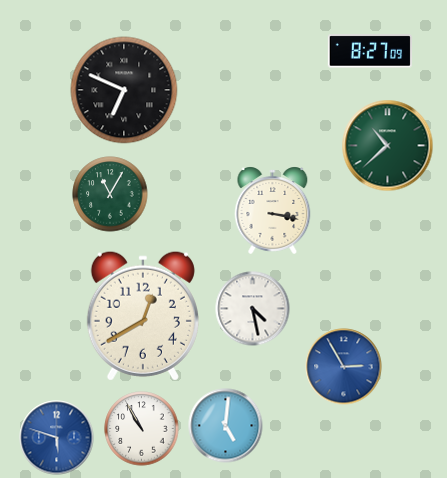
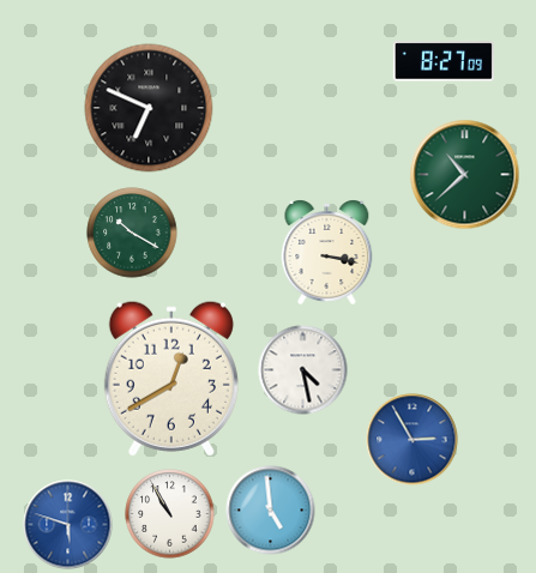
clock at (110, 194): 11:05 -> 10:20
clock at (226, 426): 5:01 -> 4:59
